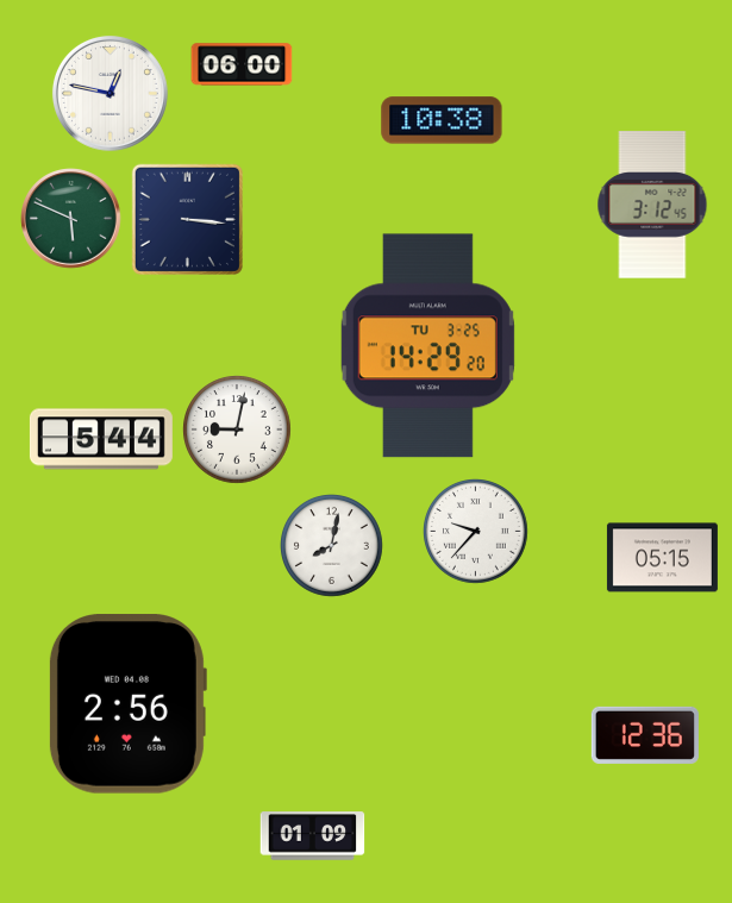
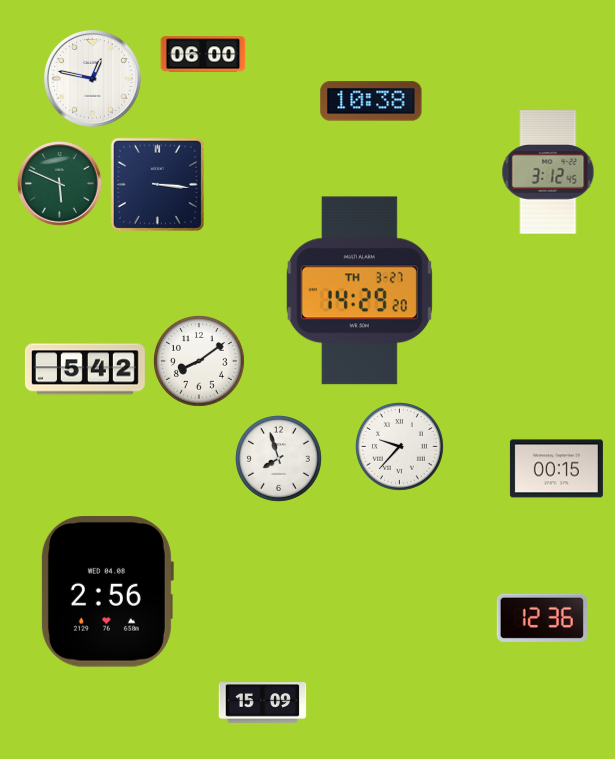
clock at (427, 346) date: TU 3-25 -> TH 3-27
clock at (238, 431): 9:02 -> 8:09
clock at (101, 439): 5:44 -> 5:42
clock at (332, 546): 8:02 -> 7:57
clock at (662, 558): 05:15 -> 00:15
clock at (313, 836): 01:09 -> 15:09
